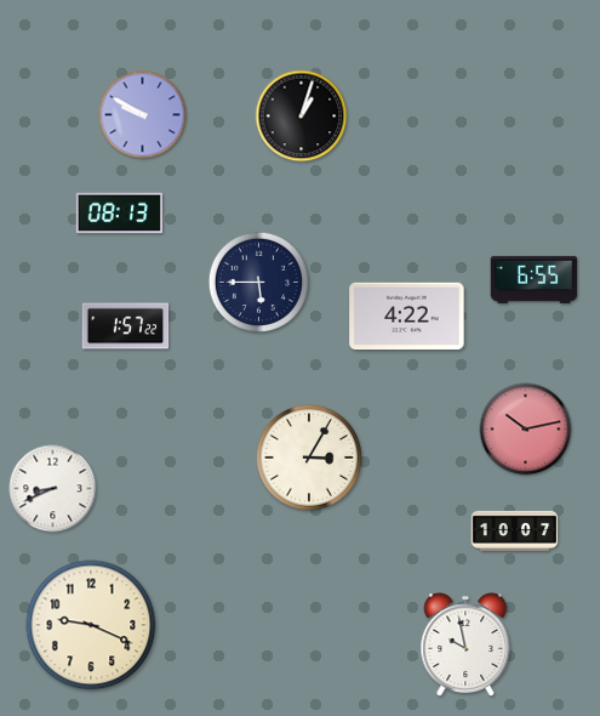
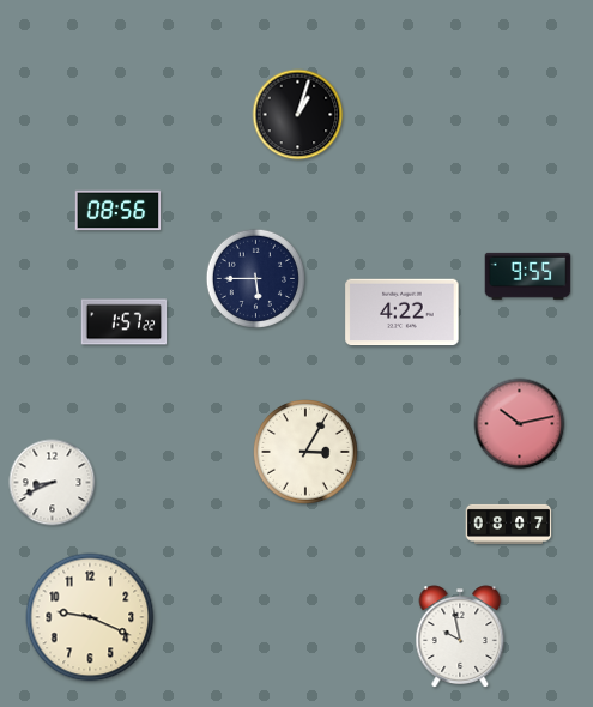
clock at (143, 115): 9:50 -> none
clock at (120, 214): 08:13 -> 08:56
clock at (535, 279): 6:55 -> 9:55
clock at (515, 530): 10:07 -> 08:07
